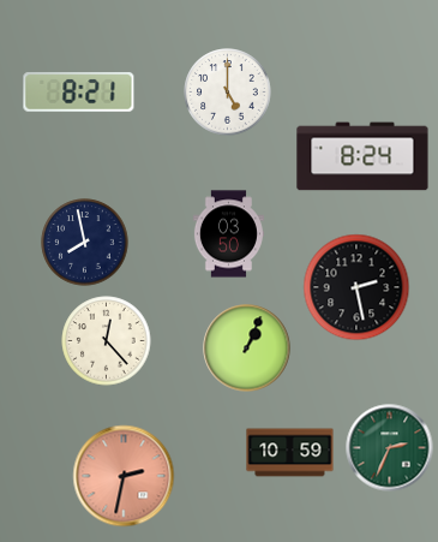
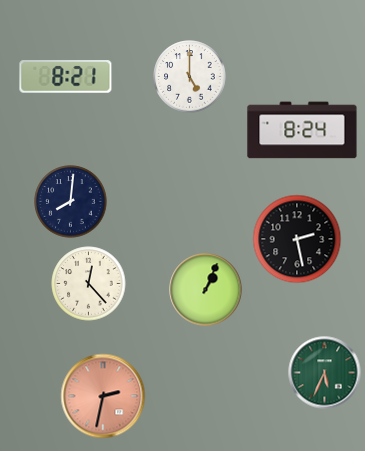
clock at (228, 234): 03:50 -> none
clock at (85, 243): 7:58 -> 8:01
clock at (390, 448): 2:34 -> 5:34
clock at (290, 453): 10:59 -> none
